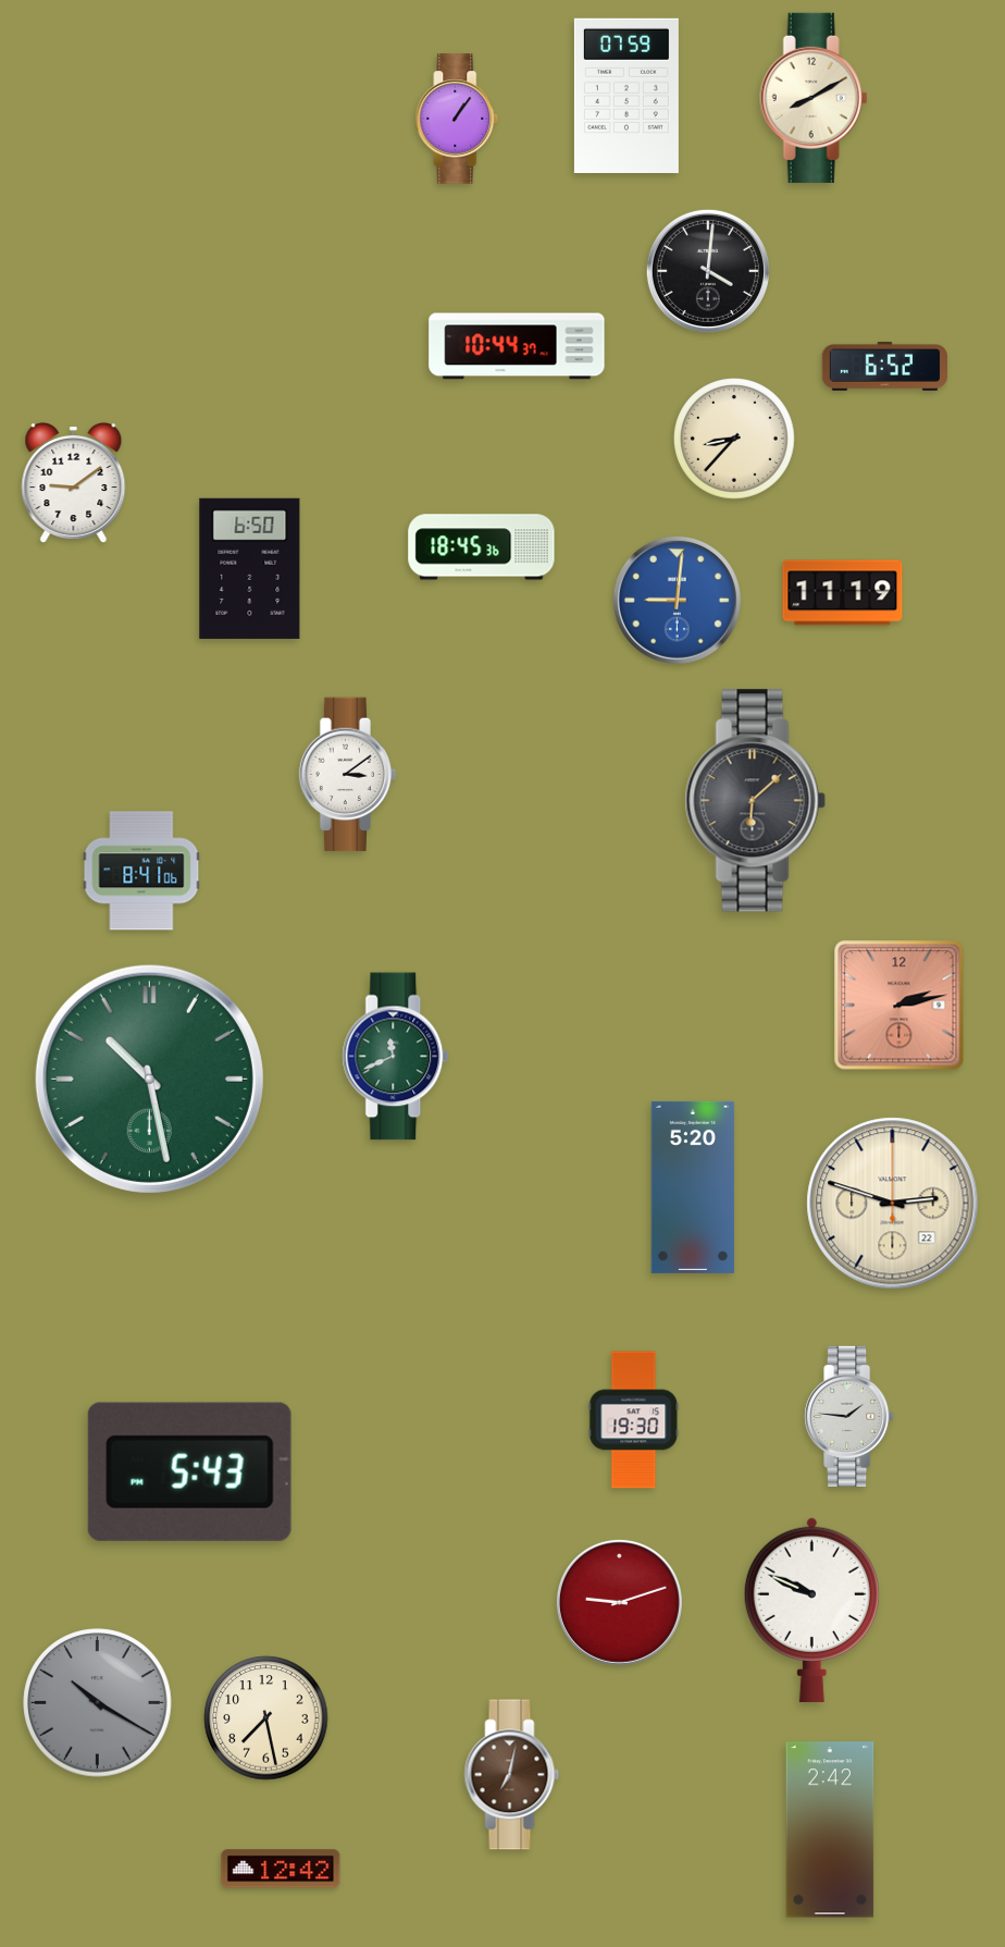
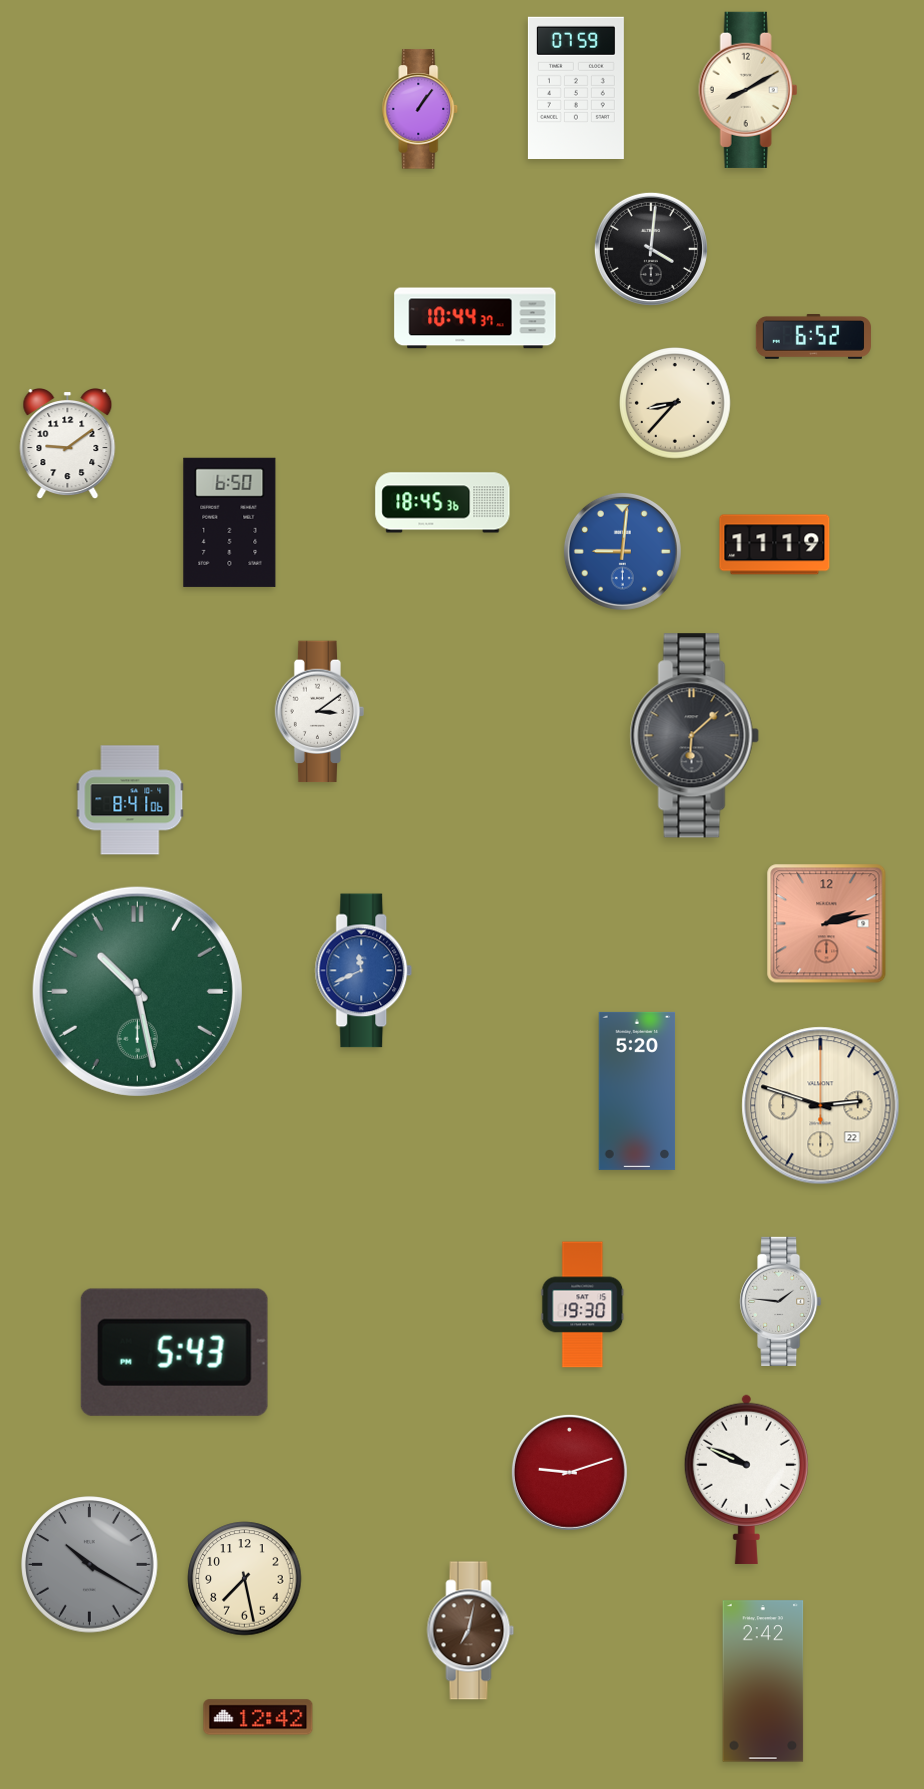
clock at (396, 1057) dial: green -> blue
